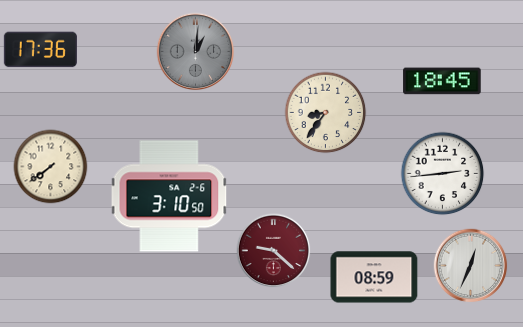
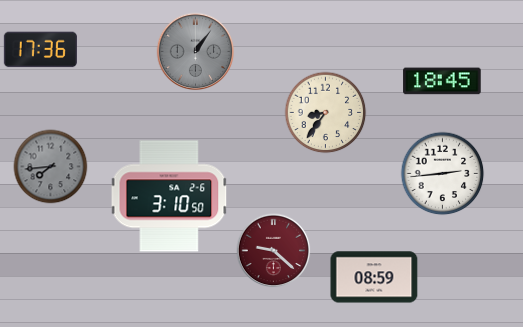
clock at (196, 52): 1:01 -> 1:06
clock at (51, 167): 7:39 -> 7:44
clock at (51, 167) dial: cream -> grey
clock at (471, 266): 12:34 -> none
